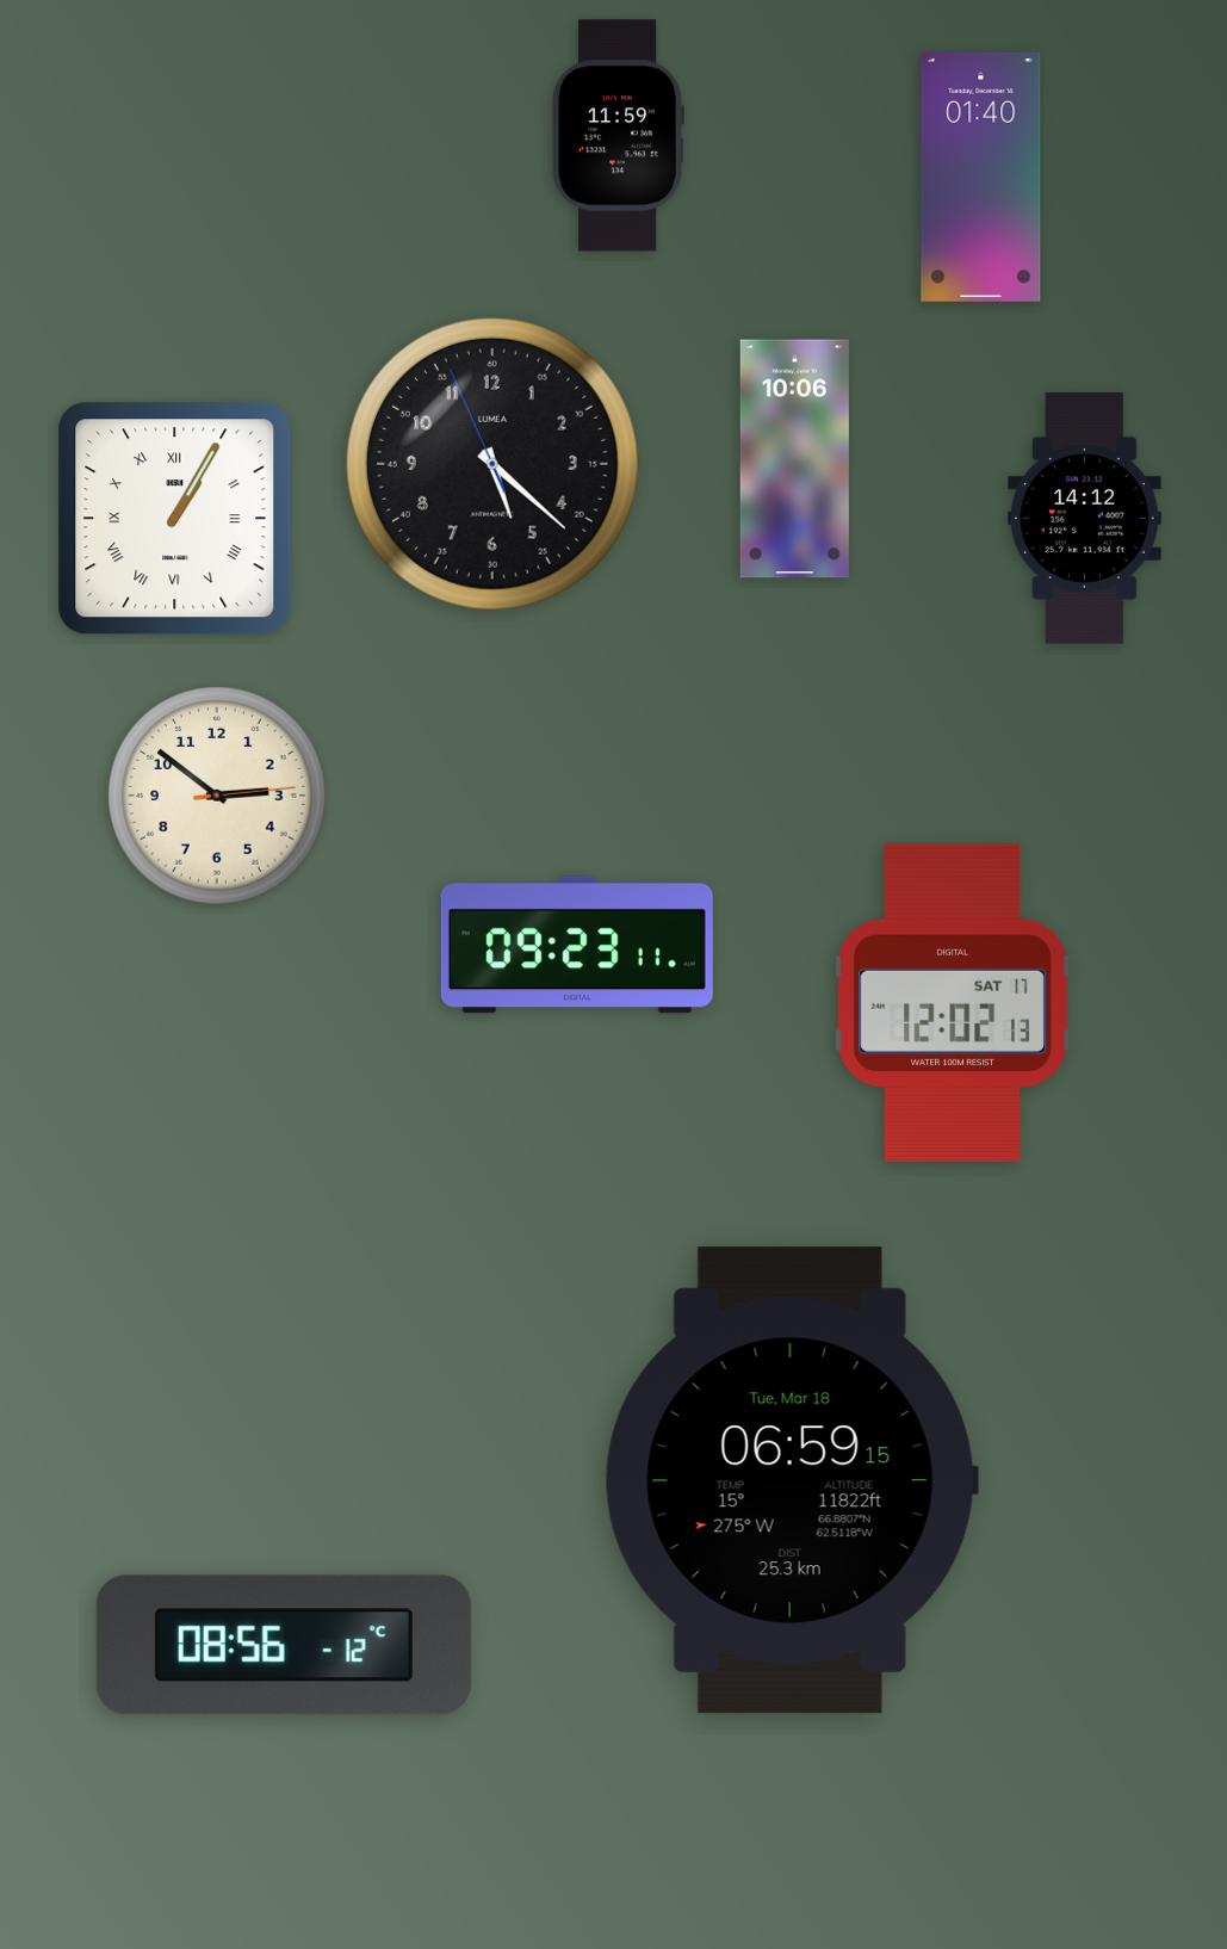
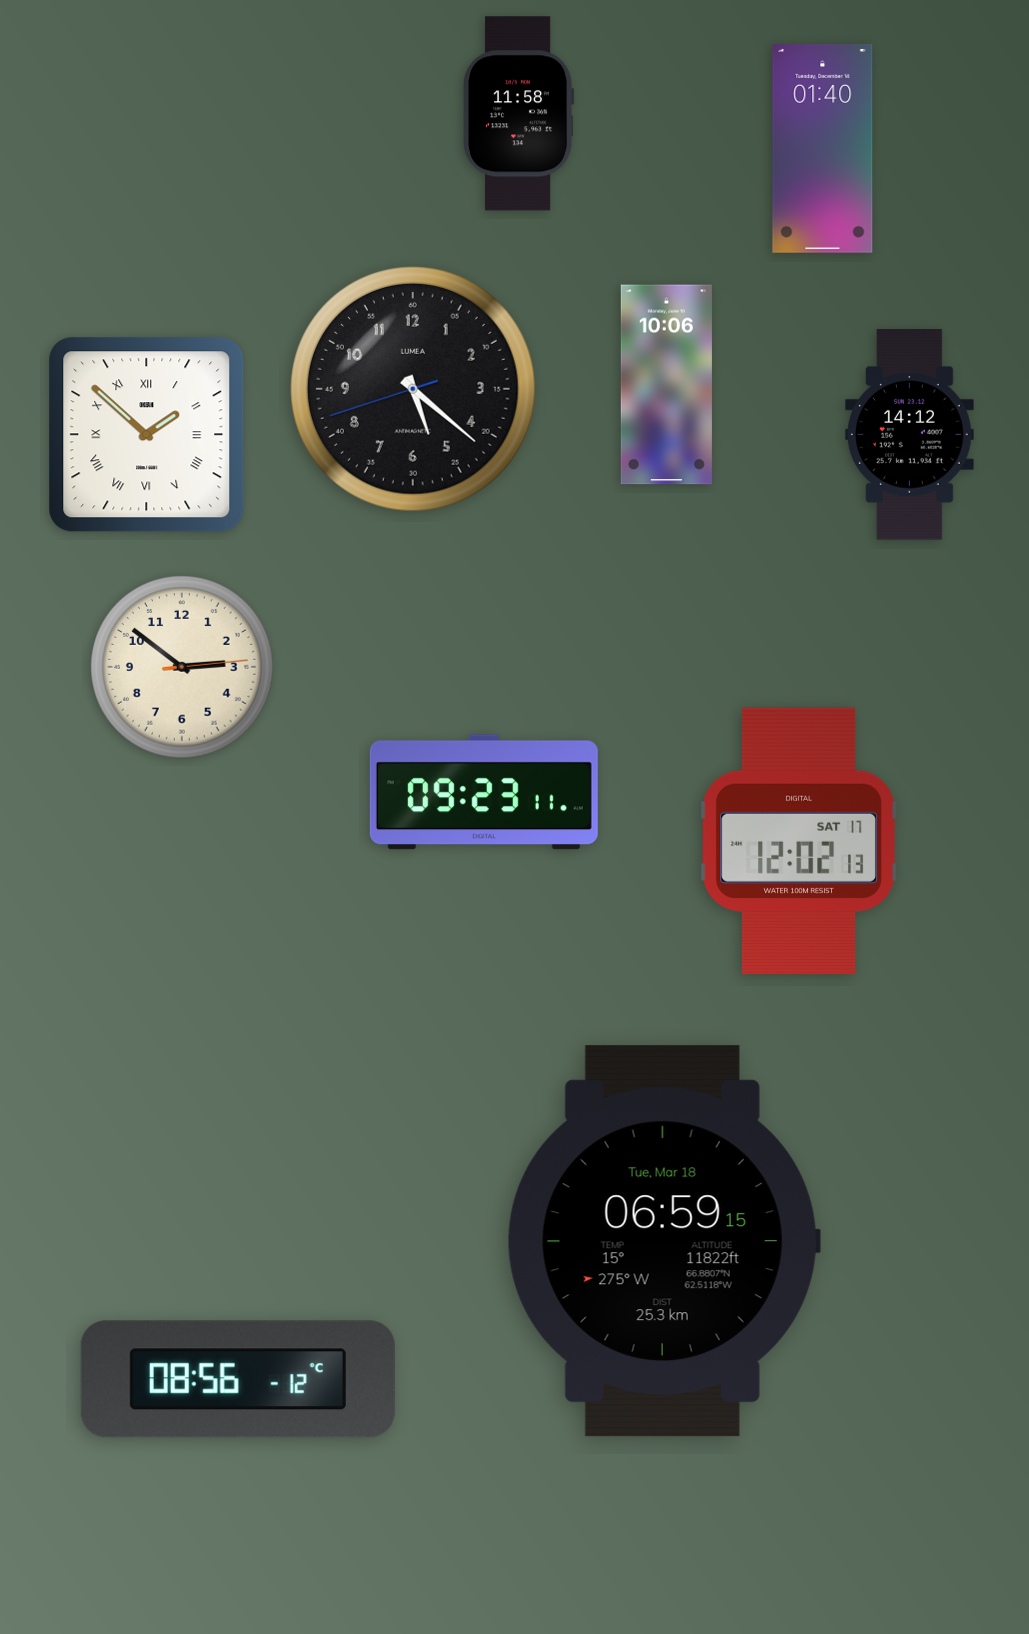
clock at (618, 136): 11:59 -> 11:58
clock at (492, 464): 5:21:56 -> 5:21:42
clock at (175, 519): 1:05 -> 1:52
